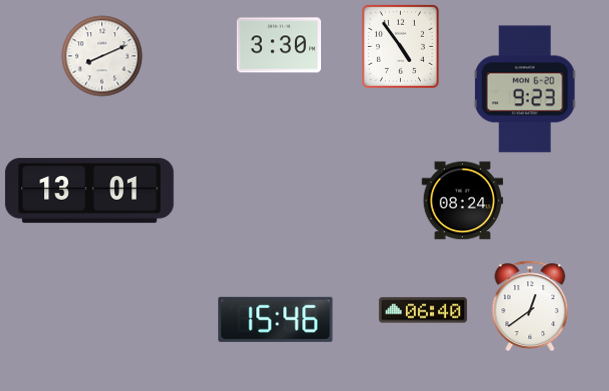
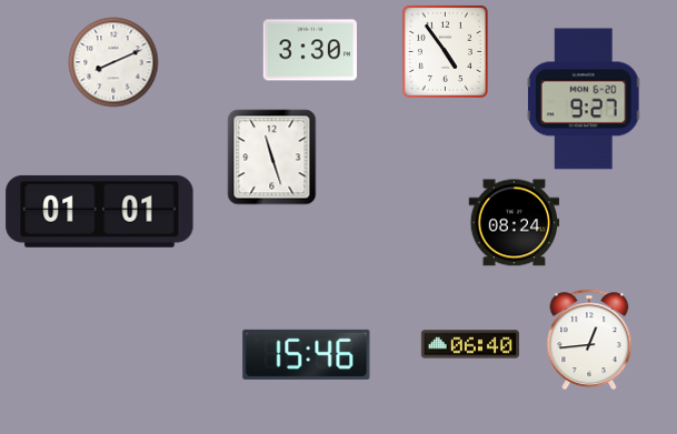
clock at (525, 89): 9:23 -> 9:27
clock at (272, 157): none -> 11:27
clock at (90, 190): 13:01 -> 01:01
clock at (530, 305): 12:39 -> 12:44
